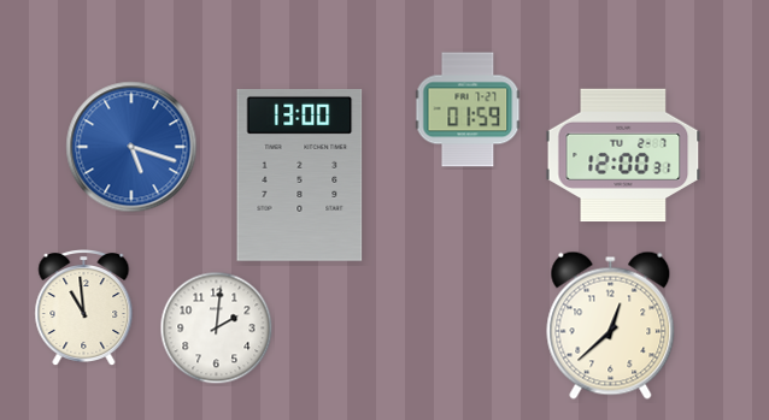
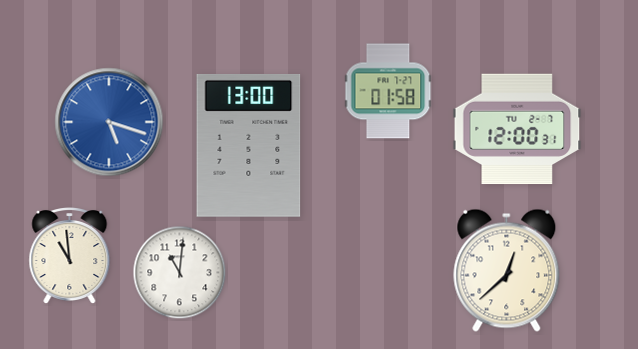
clock at (468, 110): 01:59 -> 01:58
clock at (217, 329): 2:01 -> 11:01
